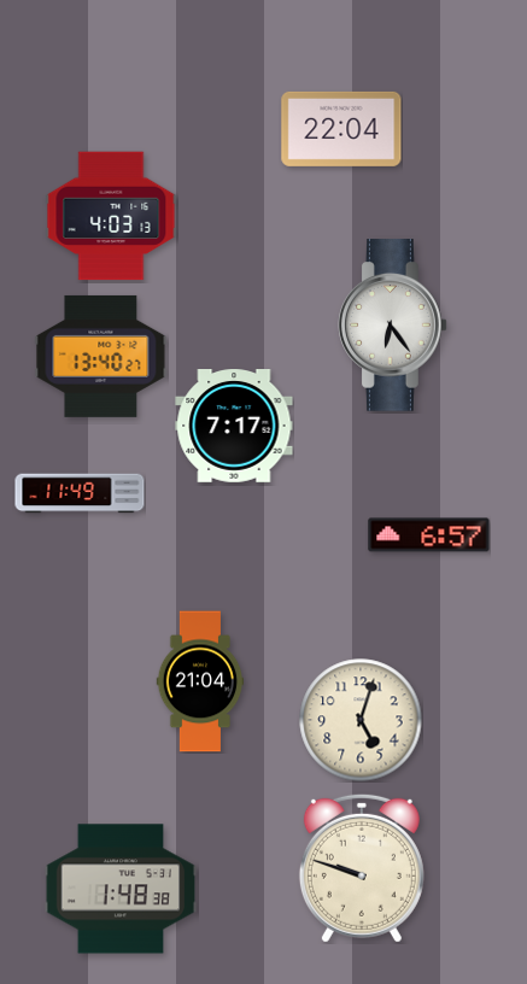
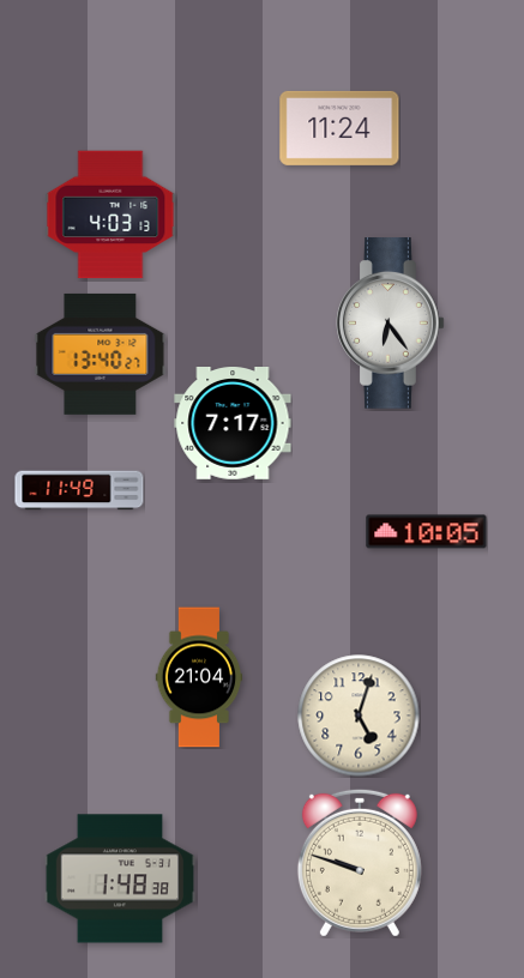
clock at (341, 129): 22:04 -> 11:24
clock at (429, 535): 6:57 -> 10:05
clock at (121, 889) position: (121, 889) -> (120, 879)
